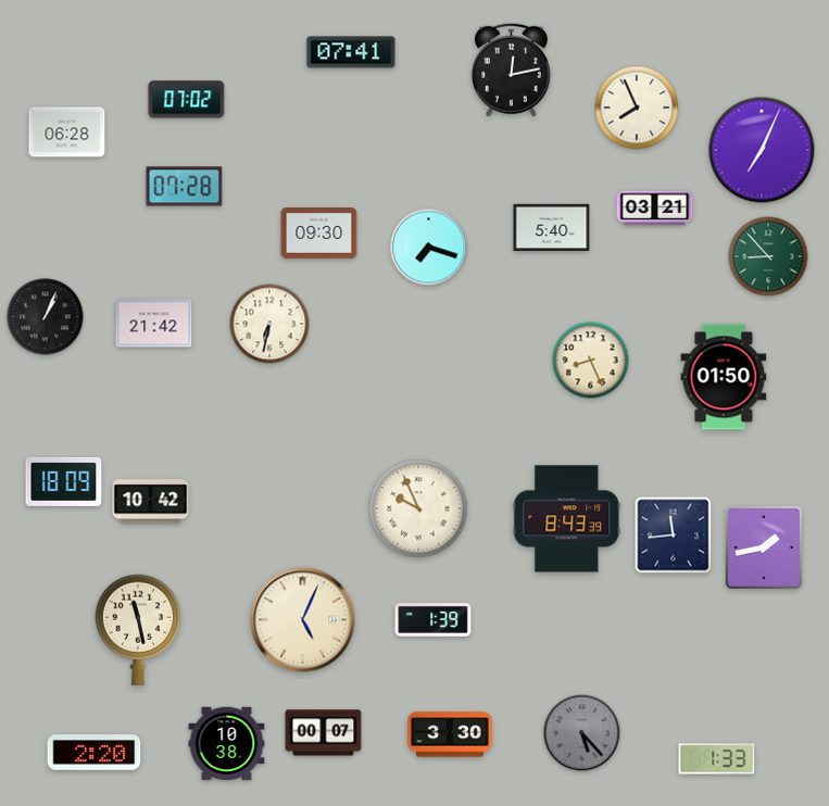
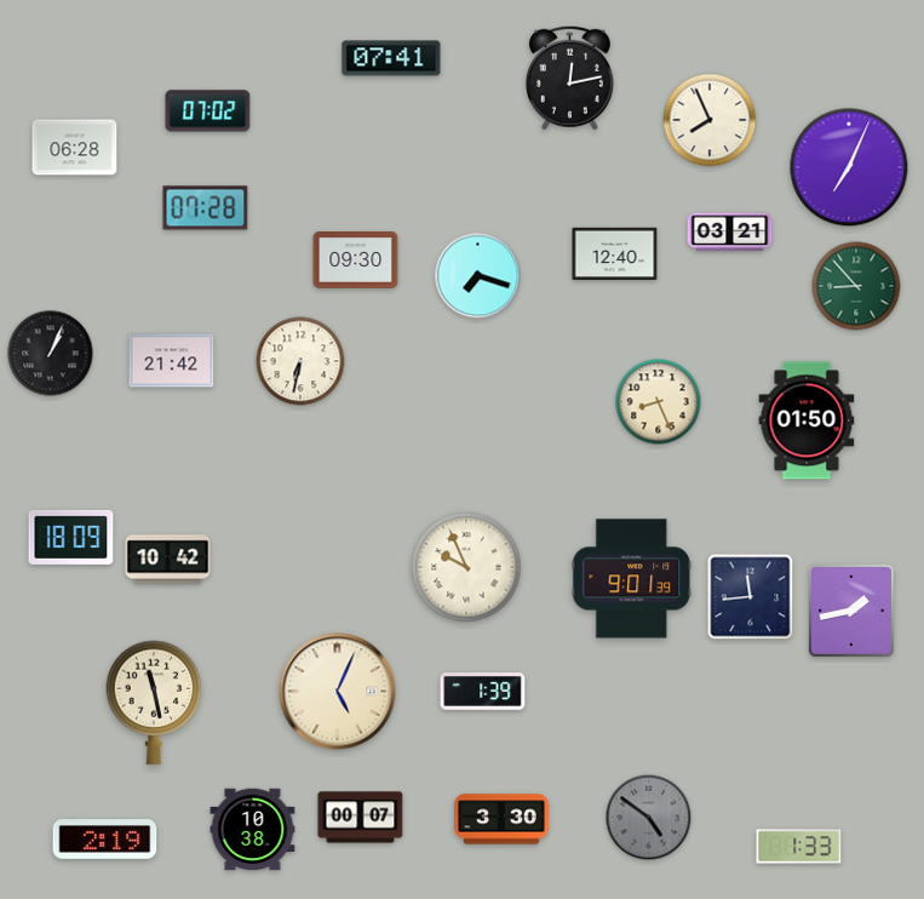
clock at (552, 227): 5:40 -> 12:40
clock at (567, 519): 8:43 -> 9:01
clock at (582, 733): 5:23 -> 4:51
clock at (95, 753): 2:20 -> 2:19
